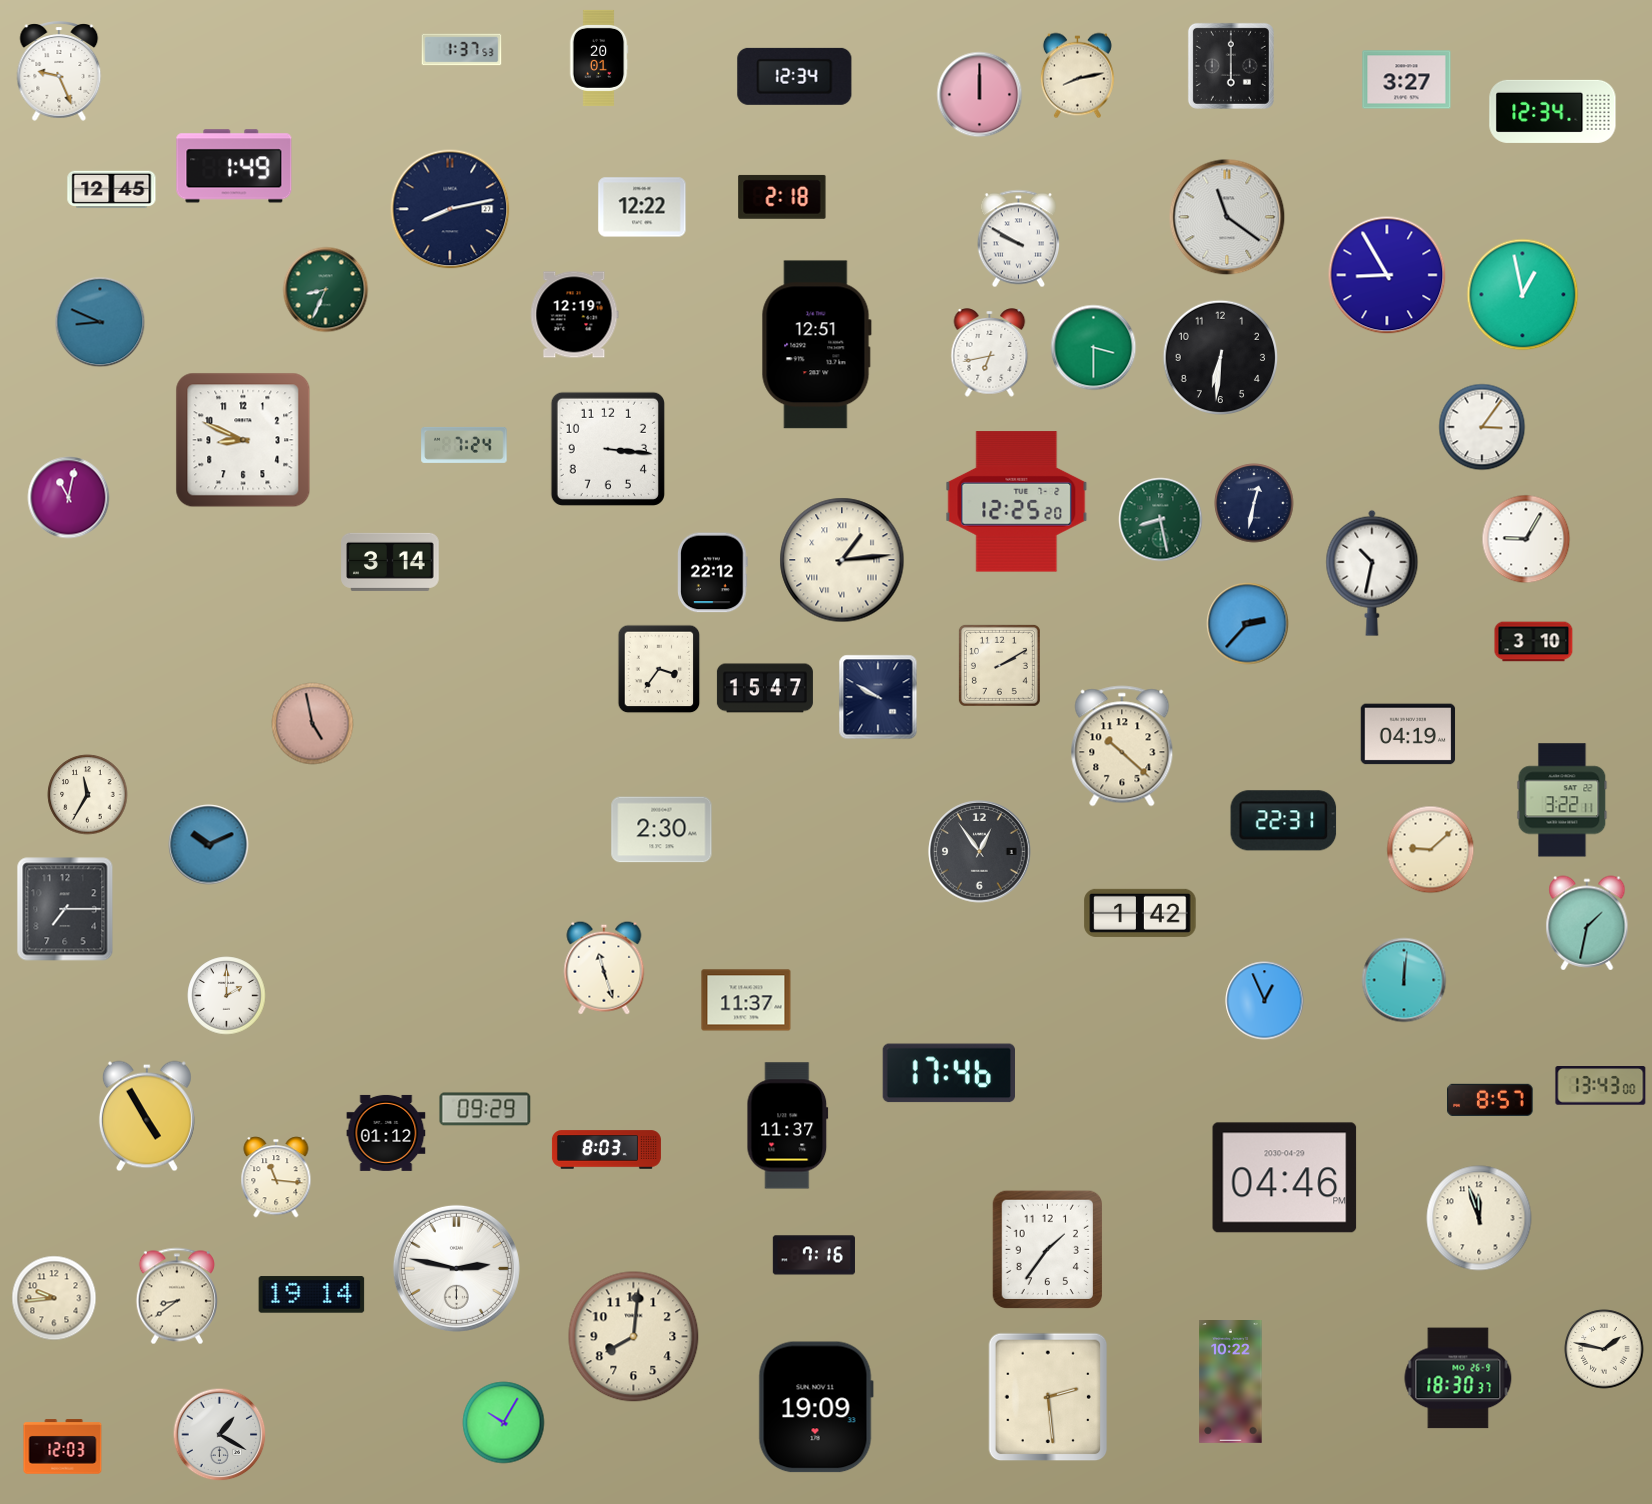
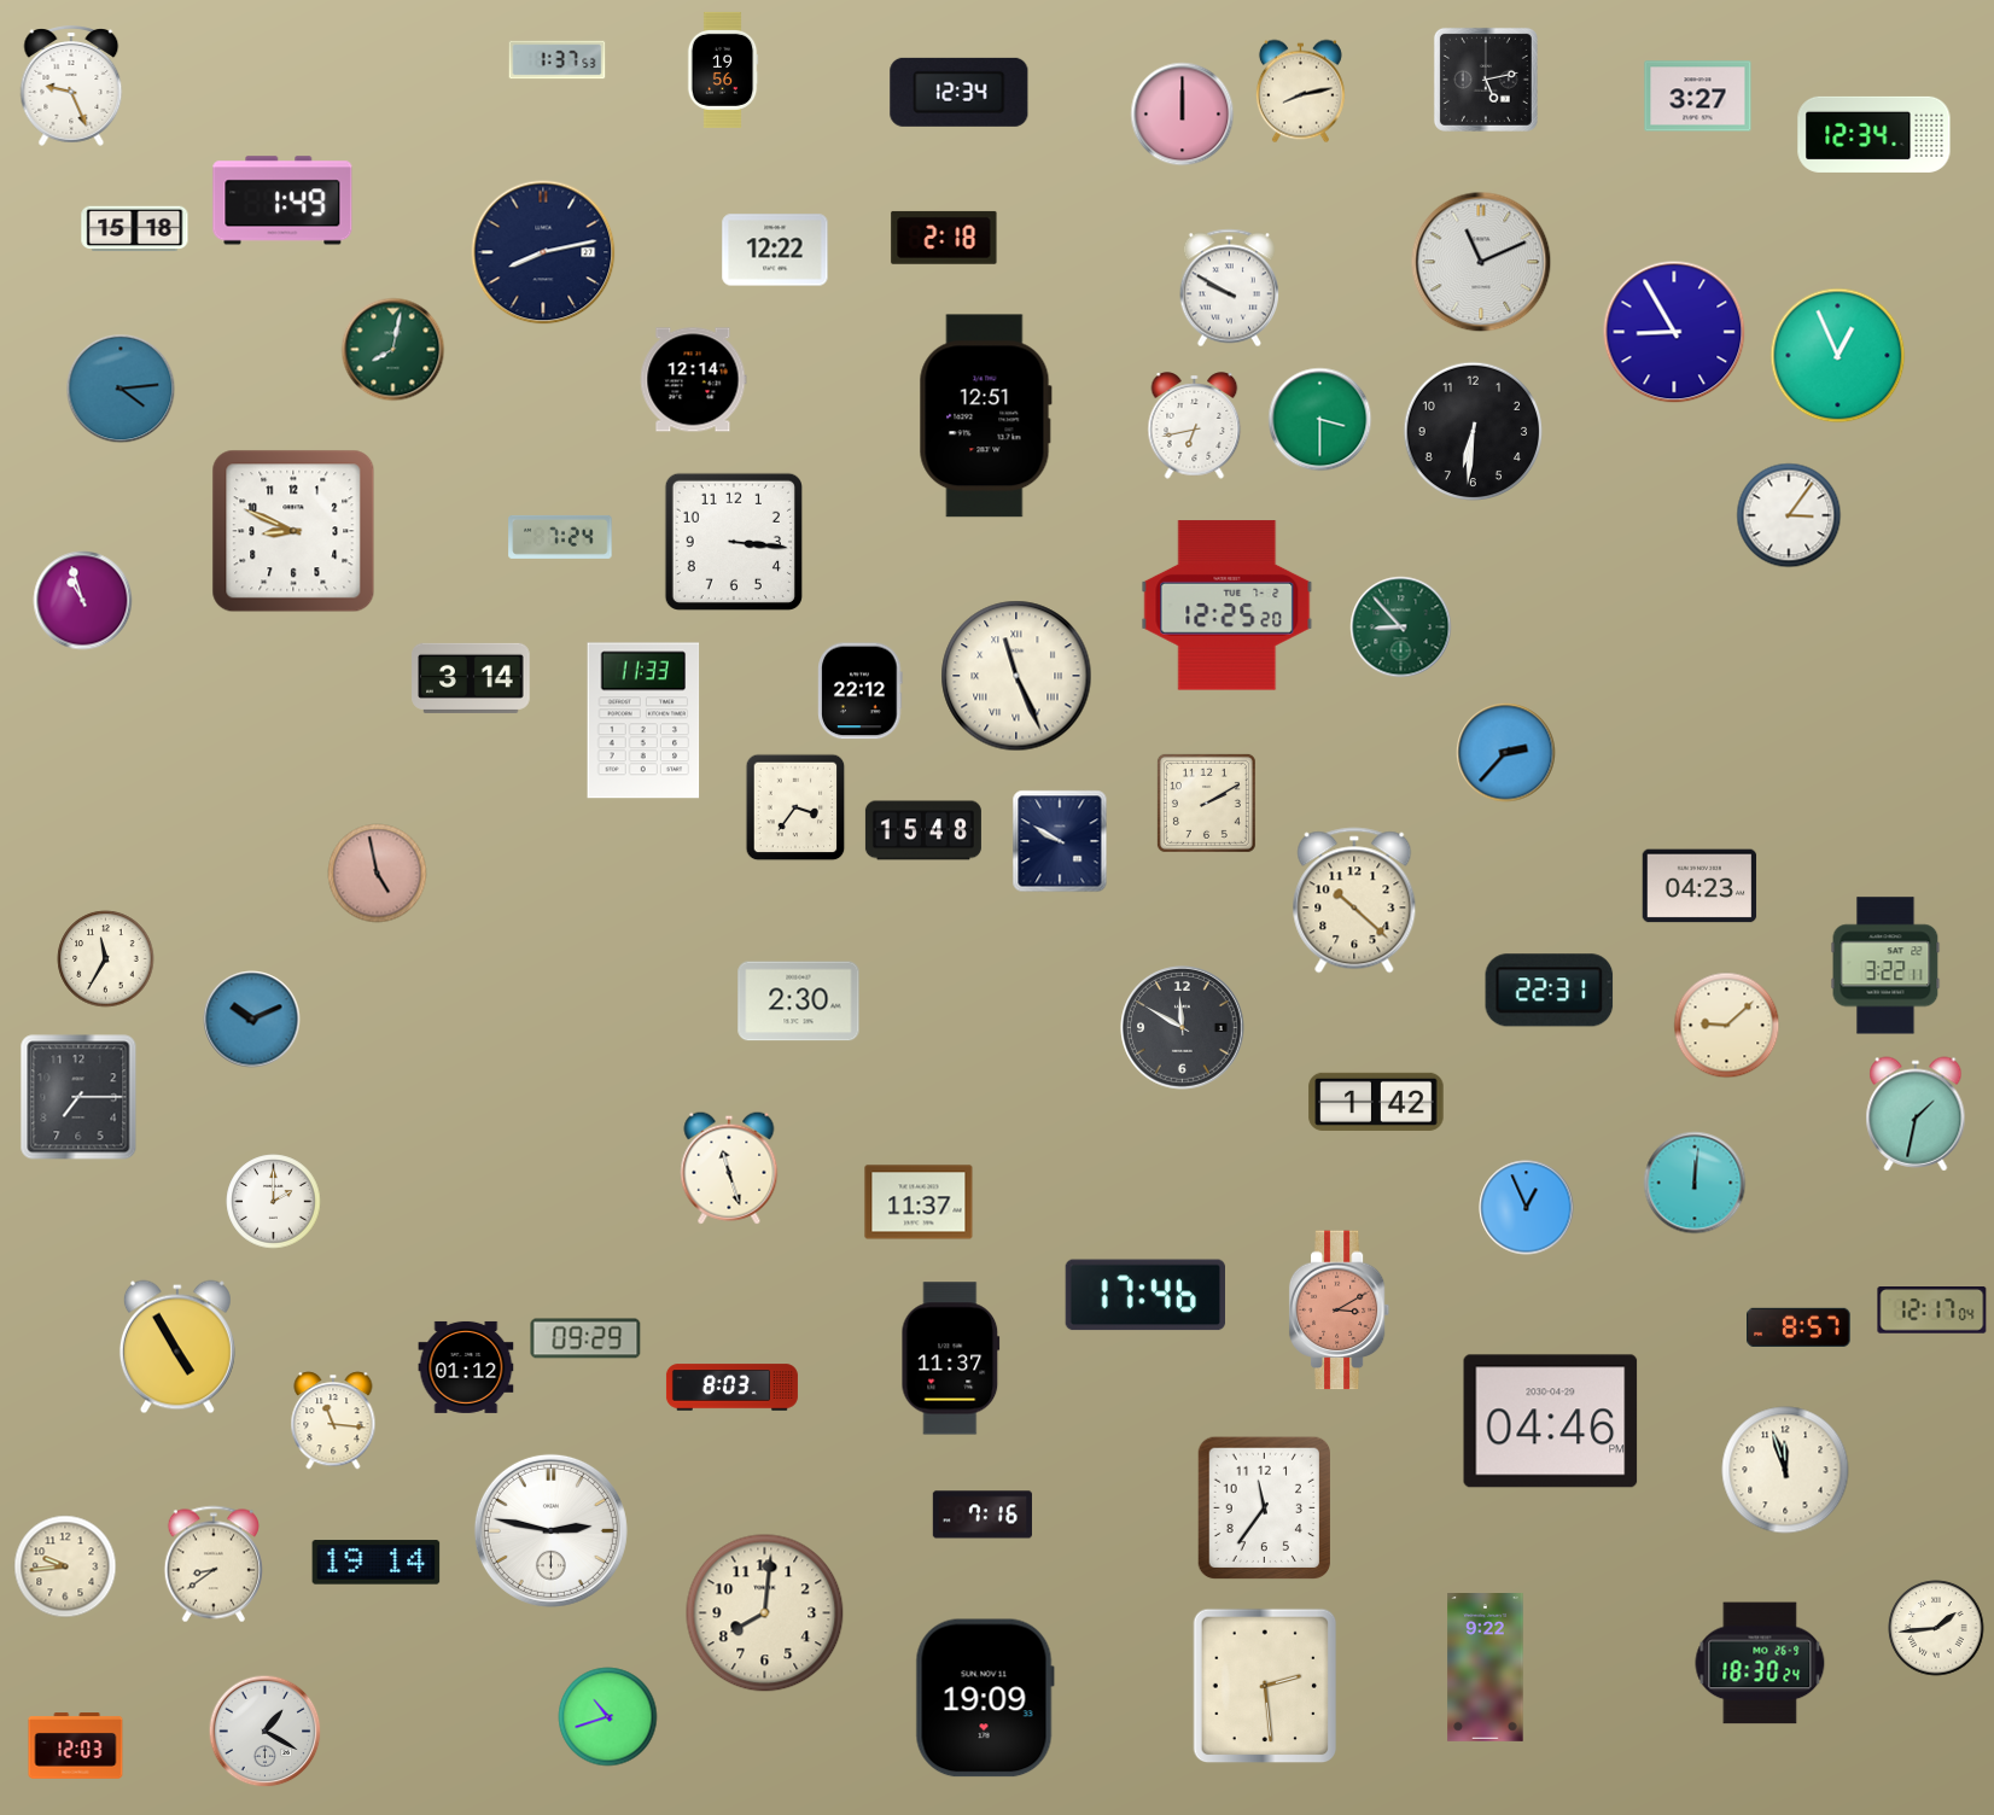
clock at (599, 58): 20:01 -> 19:56
clock at (1231, 66): 6:00 -> 5:13
clock at (112, 190): 12:45 -> 15:18
clock at (1227, 217): 11:21 -> 11:11
clock at (326, 290): 8:34 -> 8:02
clock at (1523, 295): 12:58 -> 12:56
clock at (574, 315): 12:19 -> 12:14
clock at (100, 322): 8:49 -> 4:14
clock at (69, 498): 11:02 -> 10:57
clock at (1254, 503): 12:32 -> none
clock at (1161, 520): 8:28 -> 8:53
clock at (1526, 539): 9:05 -> none
clock at (842, 560): 1:14 -> 11:26
clock at (1372, 573): 10:32 -> none
clock at (643, 720): none -> 11:33
clock at (1534, 642): 3:10 -> none
clock at (765, 688): 15:47 -> 15:48
clock at (1408, 734): 04:19 -> 04:23
clock at (980, 852): 12:54 -> 11:50
clock at (746, 1000) position: (746, 1000) -> (919, 1202)
clock at (1340, 1311): none -> 3:10
clock at (1601, 1086): 13:43 -> 12:17
clock at (1047, 1250): 1:36 -> 11:36
clock at (1604, 1349): 1:47 -> 1:44
clock at (1458, 1378): 18:30:37 -> 18:30:24
clock at (1231, 1382): 10:22 -> 9:22
clock at (504, 1423): 10:05 -> 10:42
